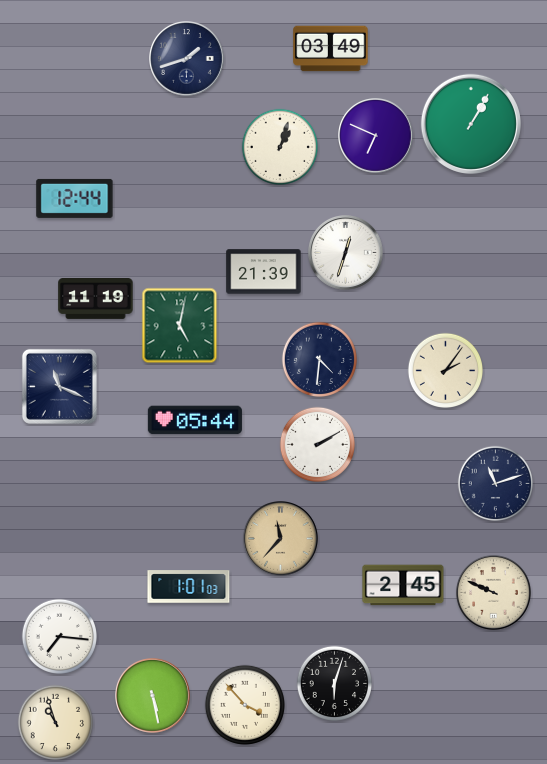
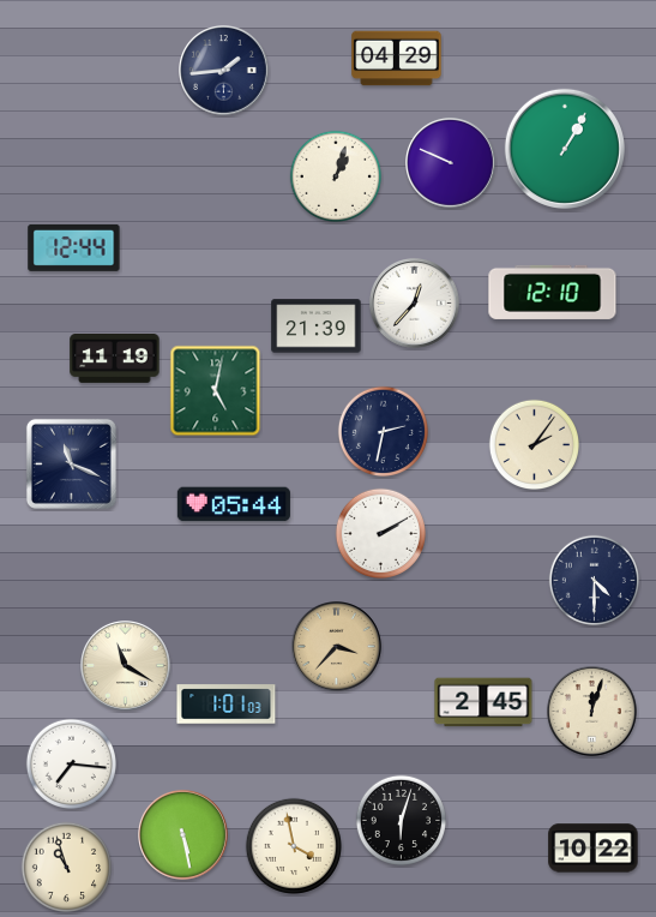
clock at (331, 49): 03:49 -> 04:29
clock at (187, 59): 1:42 -> 1:44
clock at (376, 136): 6:49 -> 9:49
clock at (75, 198) position: (75, 198) -> (74, 247)
clock at (553, 292): none -> 12:10
clock at (346, 253): 12:33 -> 12:37
clock at (319, 359): 4:31 -> 2:32
clock at (495, 483): 11:12 -> 4:30
clock at (281, 539): 11:37 -> 3:37
clock at (126, 666): none -> 11:20
clock at (494, 593): 9:49 -> 12:03
clock at (245, 705): 3:53 -> 3:58
clock at (594, 849): none -> 10:22
